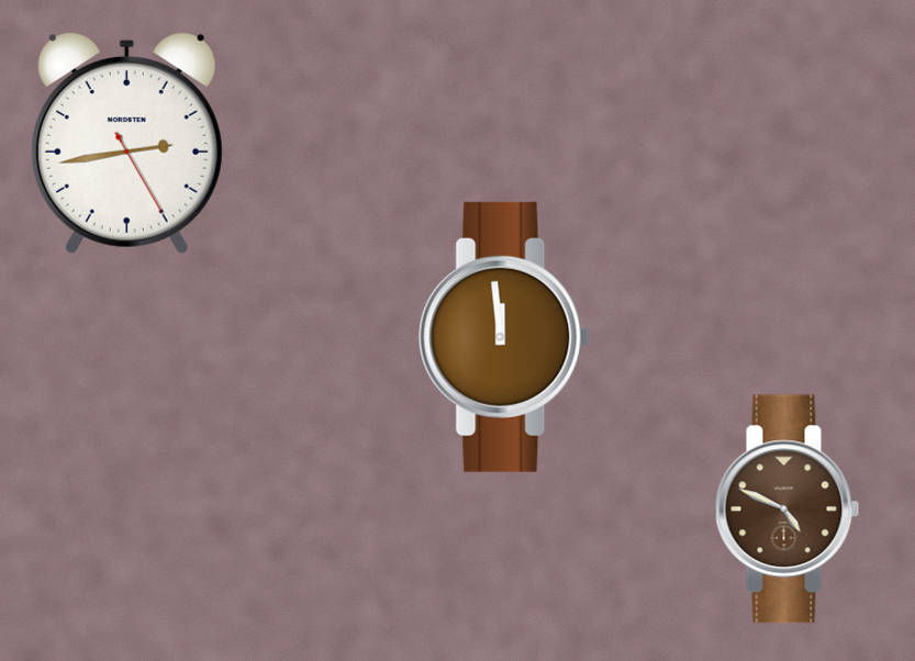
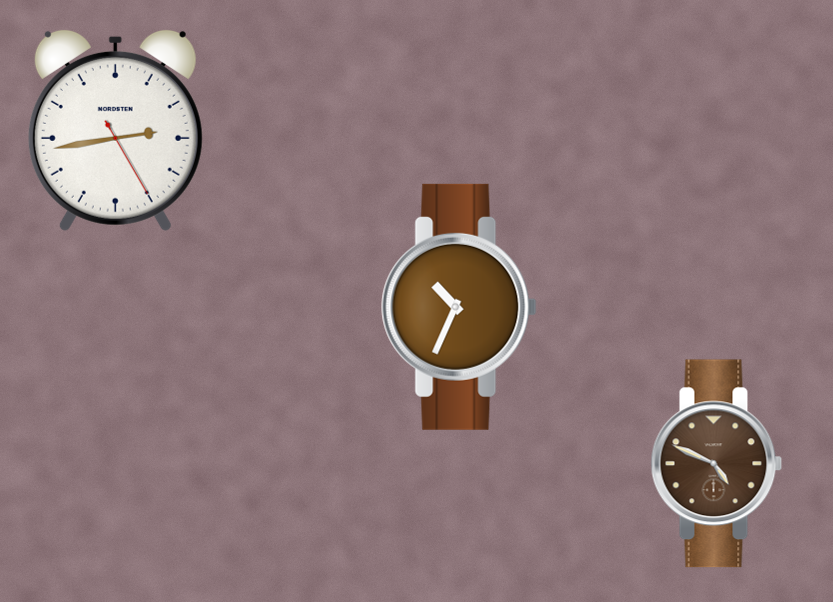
clock at (504, 337): 11:59 -> 10:34
